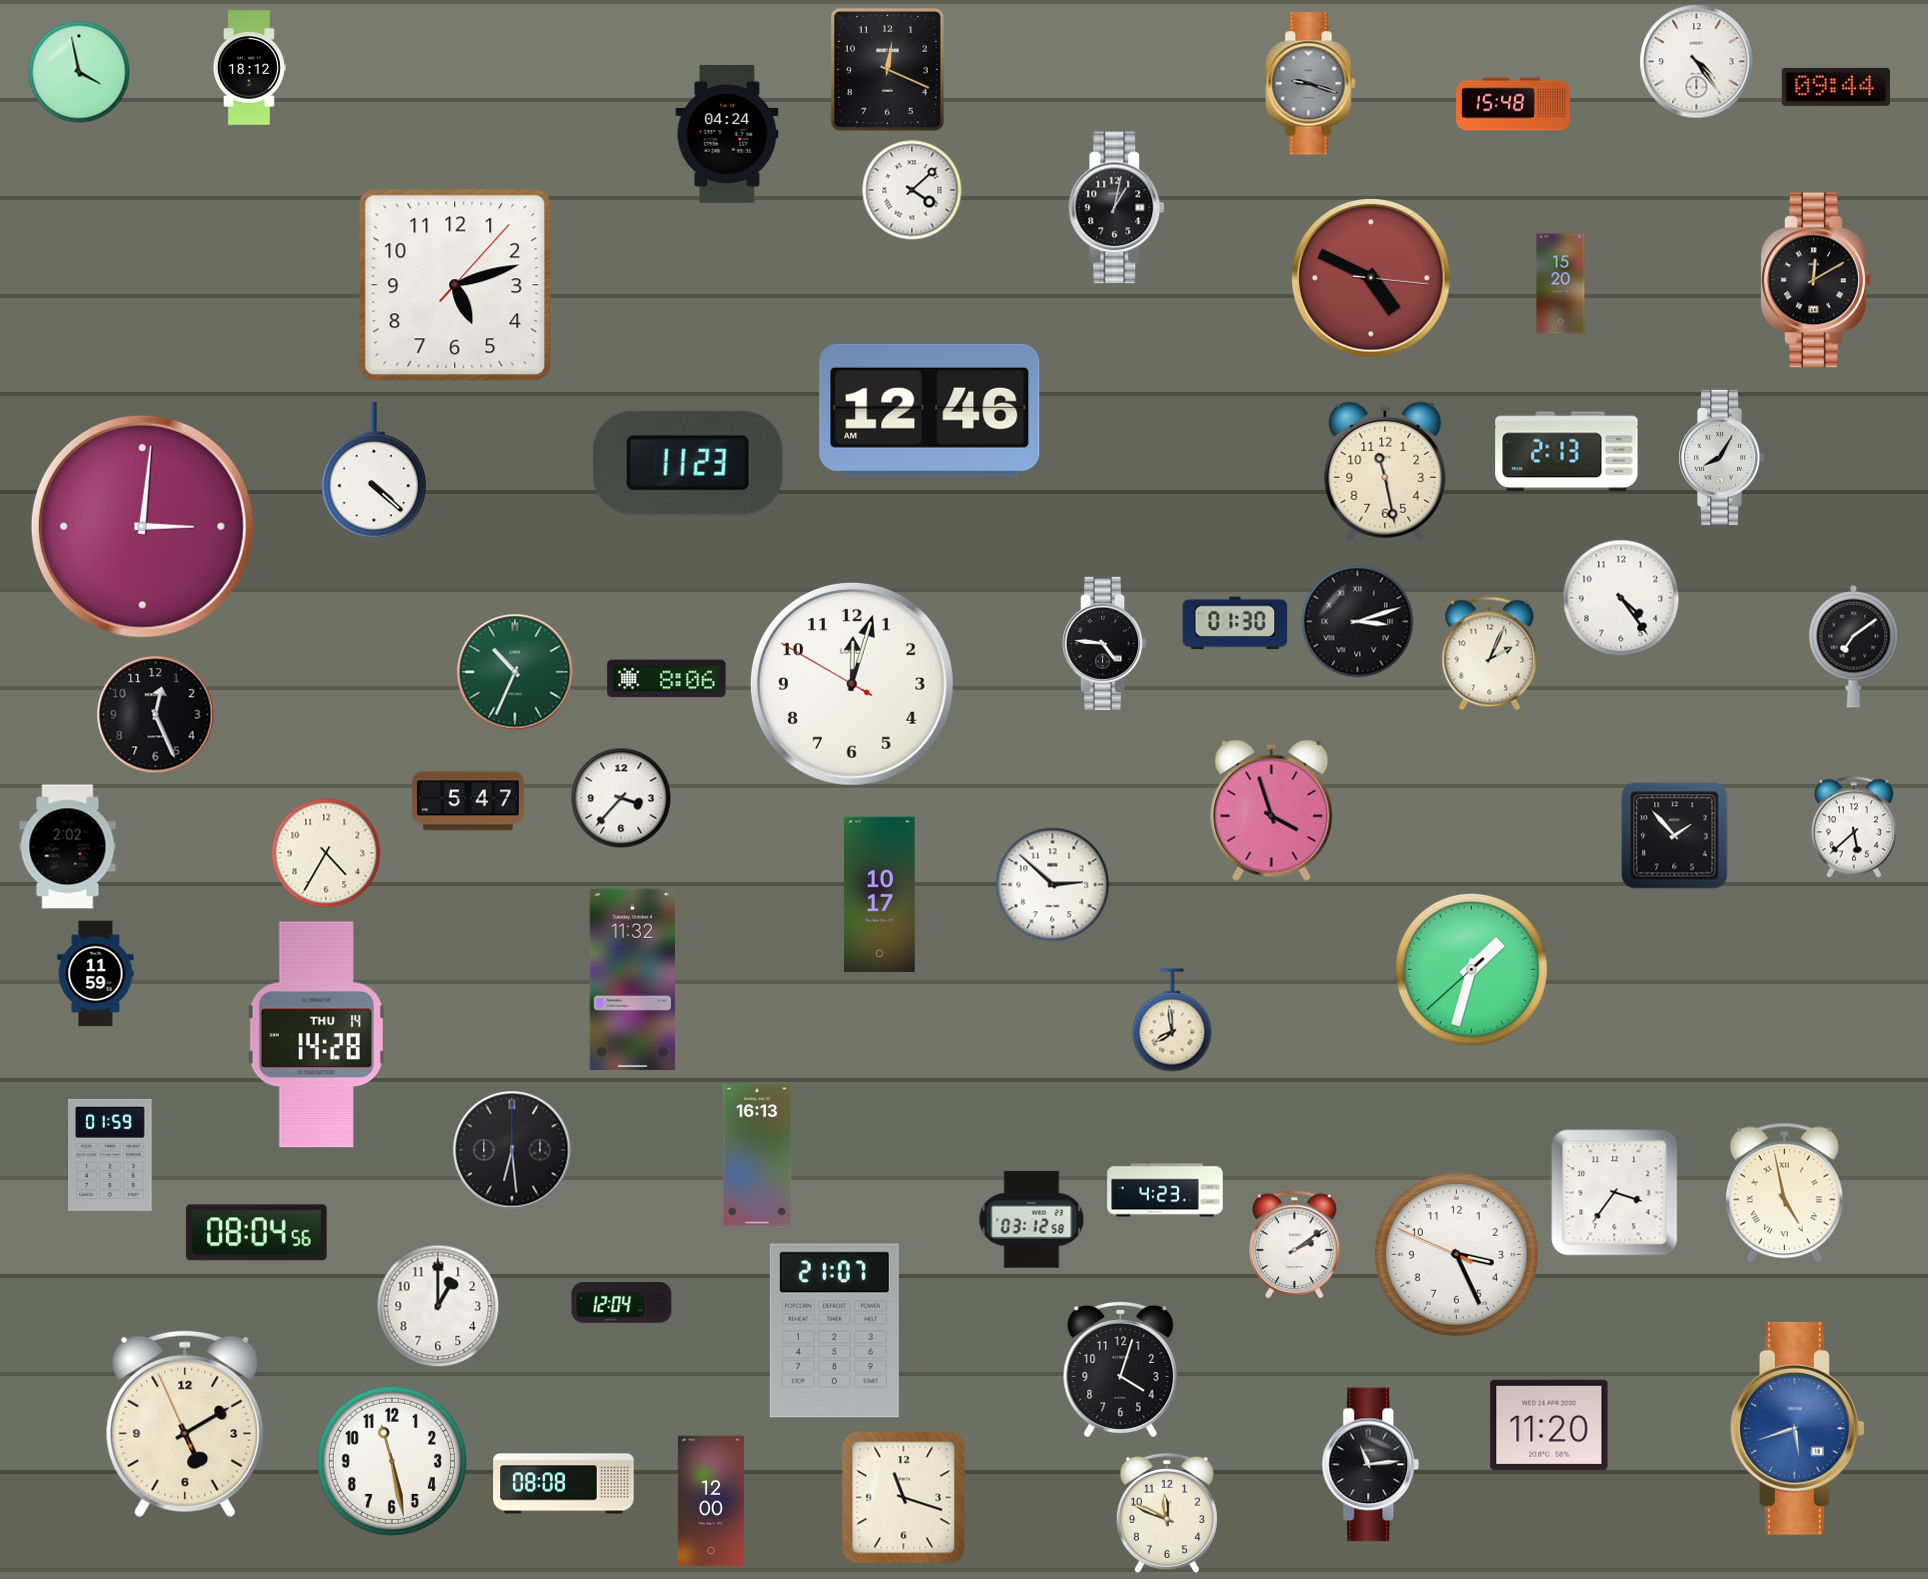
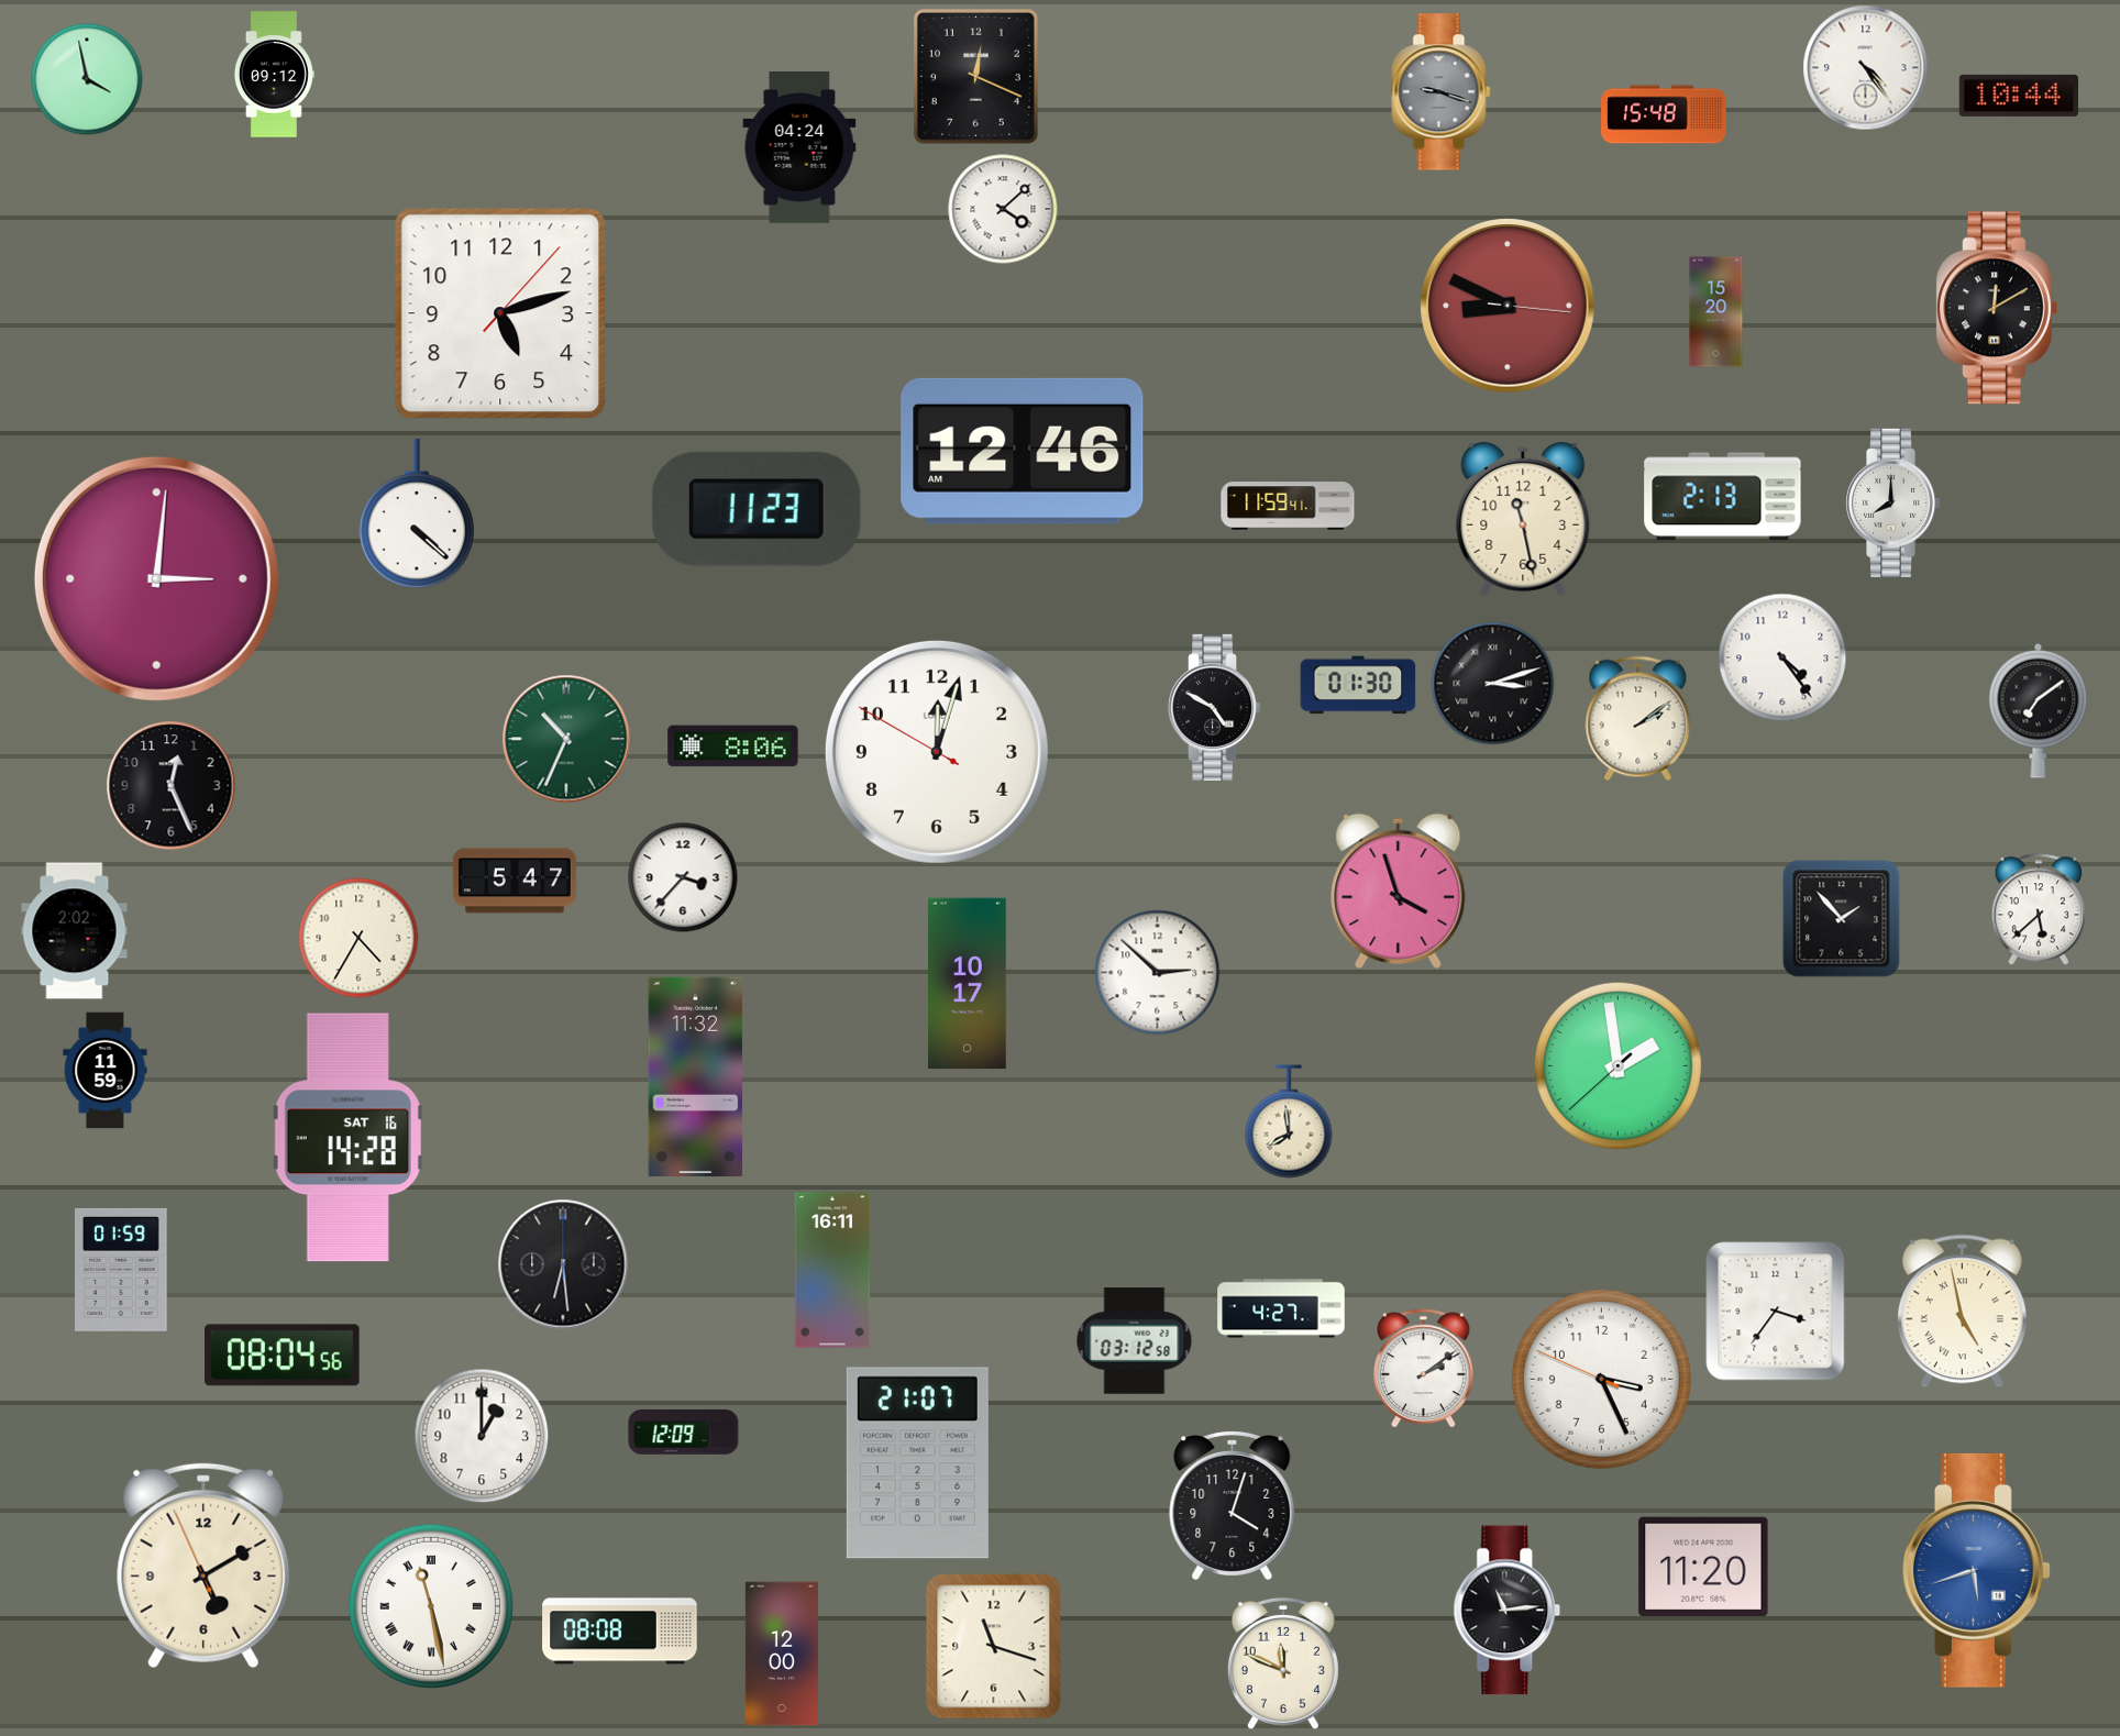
clock at (249, 68): 18:12 -> 09:12
clock at (1836, 87): 09:44 -> 10:44
clock at (1117, 208): 1:02 -> none
clock at (1371, 278): 4:49 -> 8:49
clock at (1722, 457): 8:05 -> 8:00
clock at (1288, 506): none -> 11:59
clock at (373, 470) position: (373, 470) -> (416, 513)
clock at (1106, 643): 4:46 -> 4:50
clock at (1490, 654): 2:04 -> 2:09
clock at (1471, 969): 1:32 -> 1:58
clock at (316, 1035) date: THU 14 -> SAT 16
clock at (757, 1155): 16:13 -> 16:11
clock at (1165, 1190): 4:23 -> 4:27
clock at (622, 1303): 12:04 -> 12:09
clock at (392, 1461) numerals: Arabic -> Roman
clock at (711, 1501) position: (711, 1501) -> (782, 1654)
